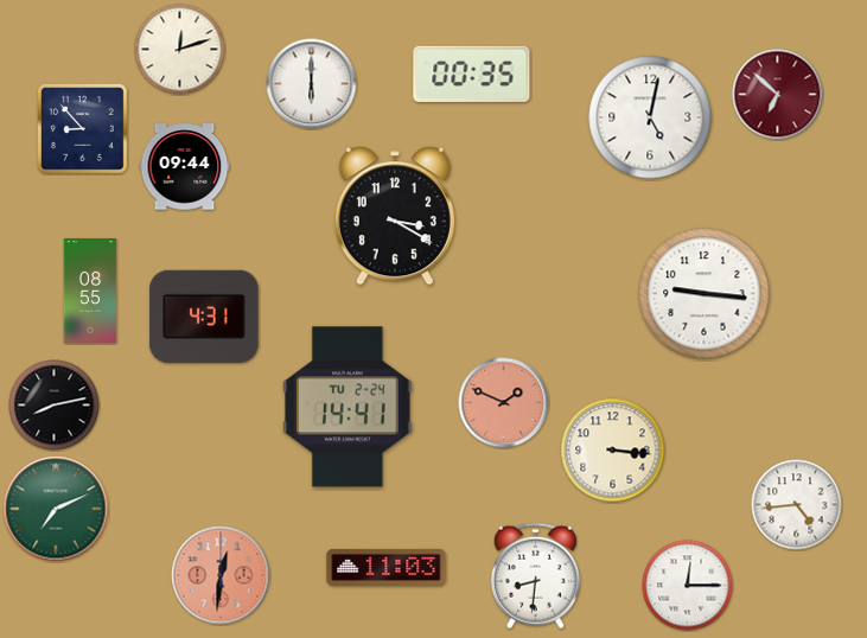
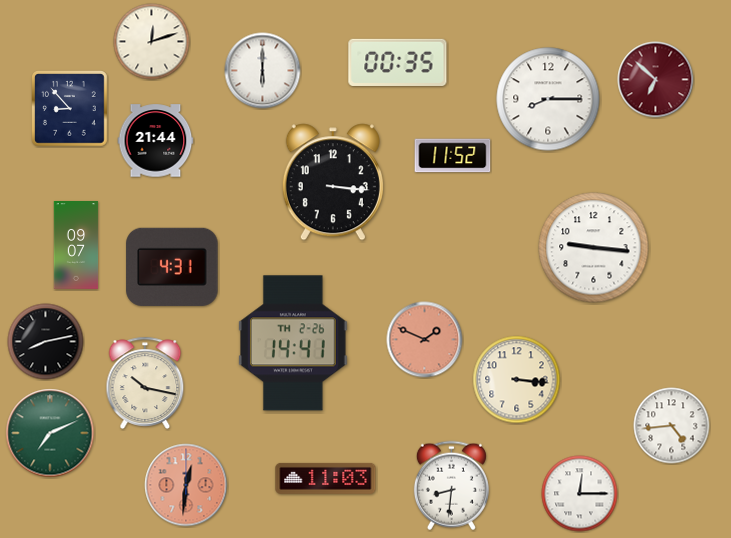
clock at (650, 117): 5:02 -> 8:15
clock at (185, 167): 09:44 -> 21:44
clock at (453, 156): none -> 11:52
clock at (395, 216): 3:20 -> 3:16
clock at (90, 291): 08:55 -> 09:07
clock at (348, 407) date: TU 2-24 -> TH 2-26
clock at (145, 383): none -> 10:17
clock at (56, 509) position: (56, 509) -> (50, 433)
